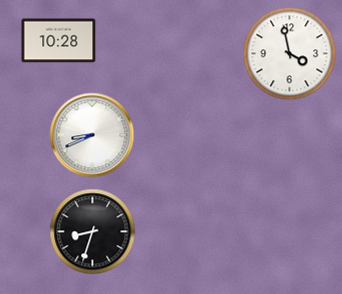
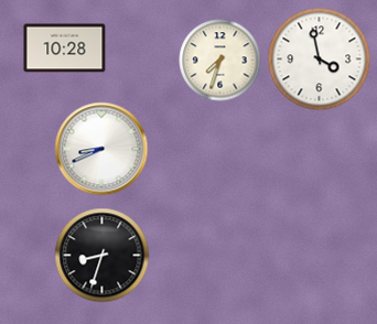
clock at (59, 41) position: (59, 41) -> (65, 48)
clock at (220, 61): none -> 7:33
